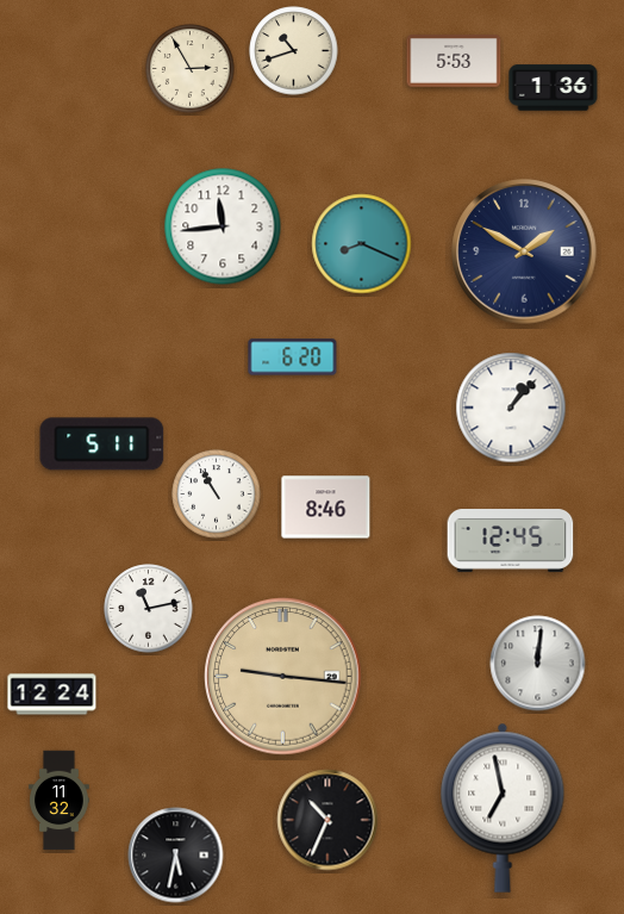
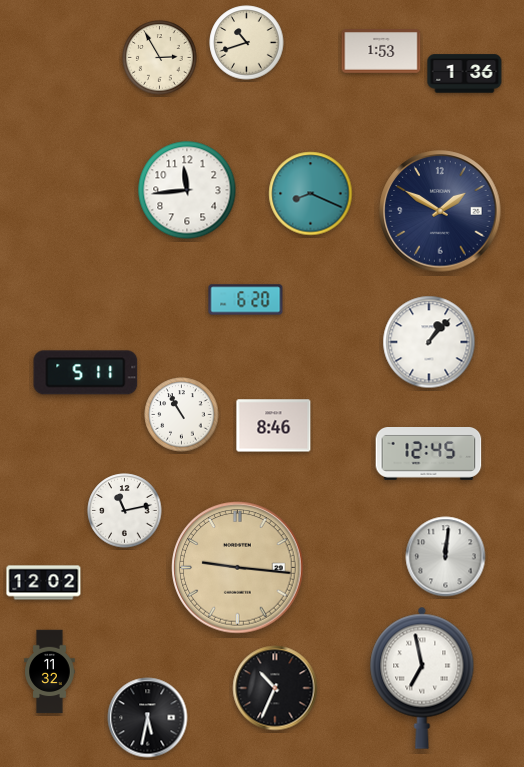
clock at (454, 61): 5:53 -> 1:53
clock at (362, 244) position: (362, 244) -> (311, 194)
clock at (538, 664) position: (538, 664) -> (446, 557)
clock at (52, 695): 12:24 -> 12:02
